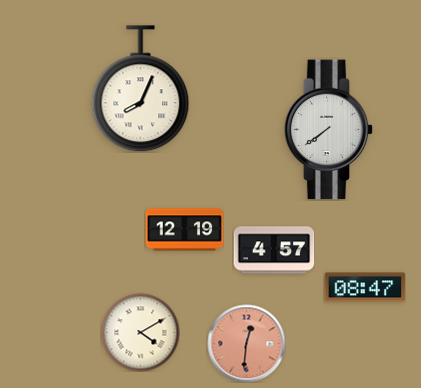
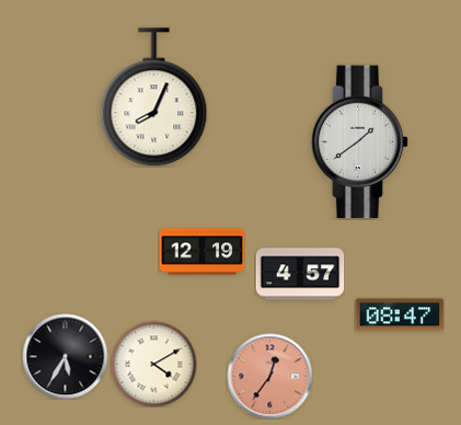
clock at (329, 130): 7:39 -> 1:39
clock at (65, 356): none -> 5:35
clock at (246, 343): 12:31 -> 12:36
